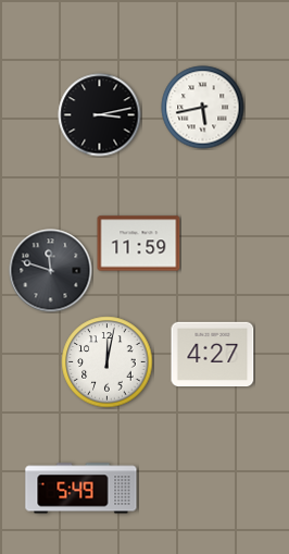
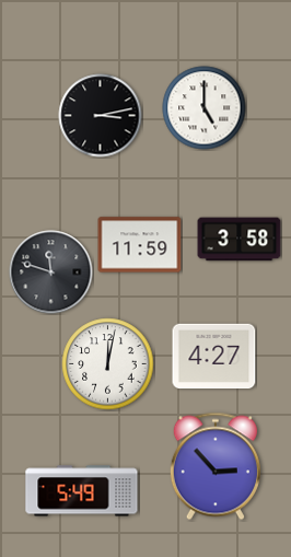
clock at (203, 108): 5:43 -> 5:00
clock at (240, 240): none -> 3:58
clock at (216, 466): none -> 2:53
